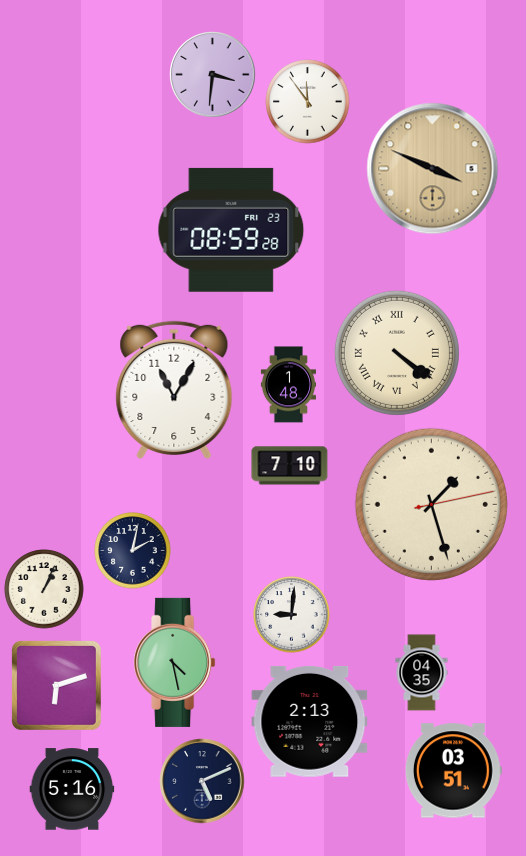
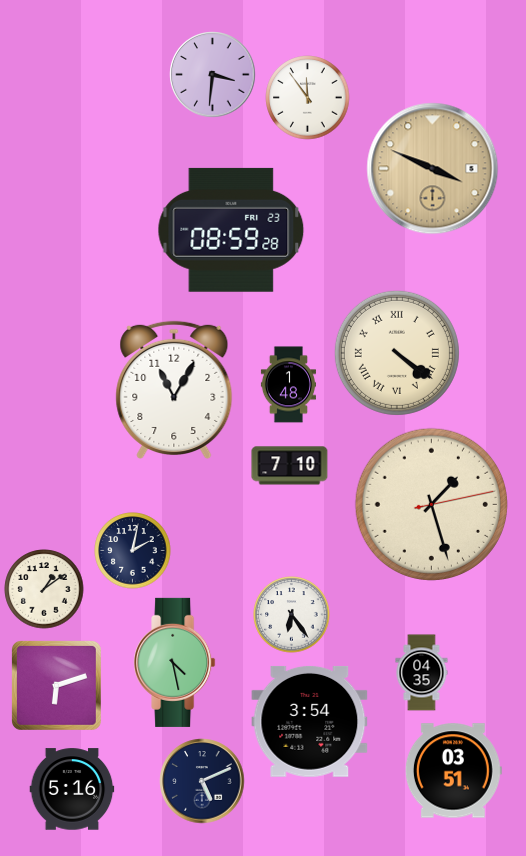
clock at (308, 102) position: (308, 102) -> (308, 98)
clock at (44, 589): 1:04 -> 1:09
clock at (292, 615): 9:01 -> 6:24
clock at (310, 721): 2:13 -> 3:54
